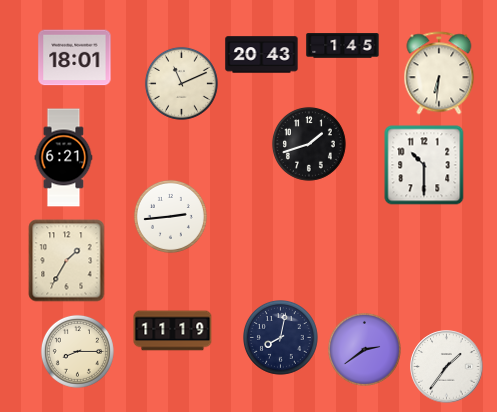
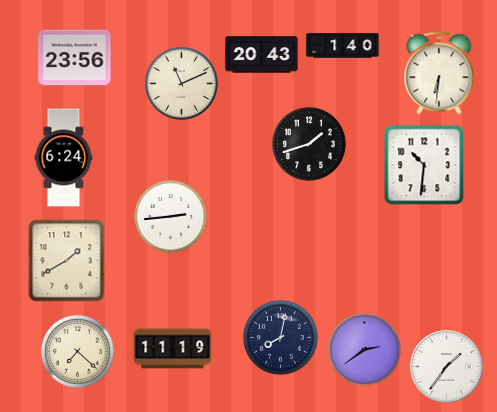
clock at (343, 46): 1:45 -> 1:40
clock at (75, 58): 18:01 -> 23:56
clock at (64, 158): 6:21 -> 6:24
clock at (424, 165): 10:30 -> 10:31
clock at (67, 261): 1:35 -> 1:40
clock at (173, 331) position: (173, 331) -> (173, 349)
clock at (77, 351): 8:15 -> 7:22
